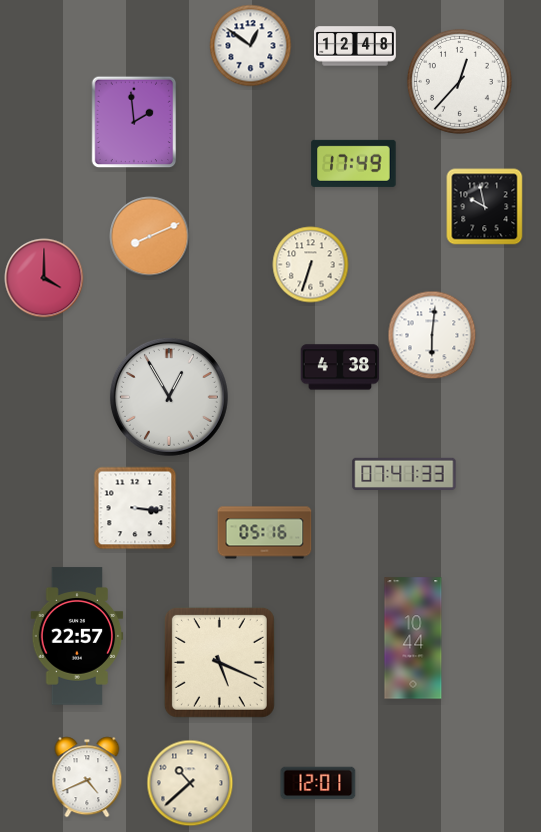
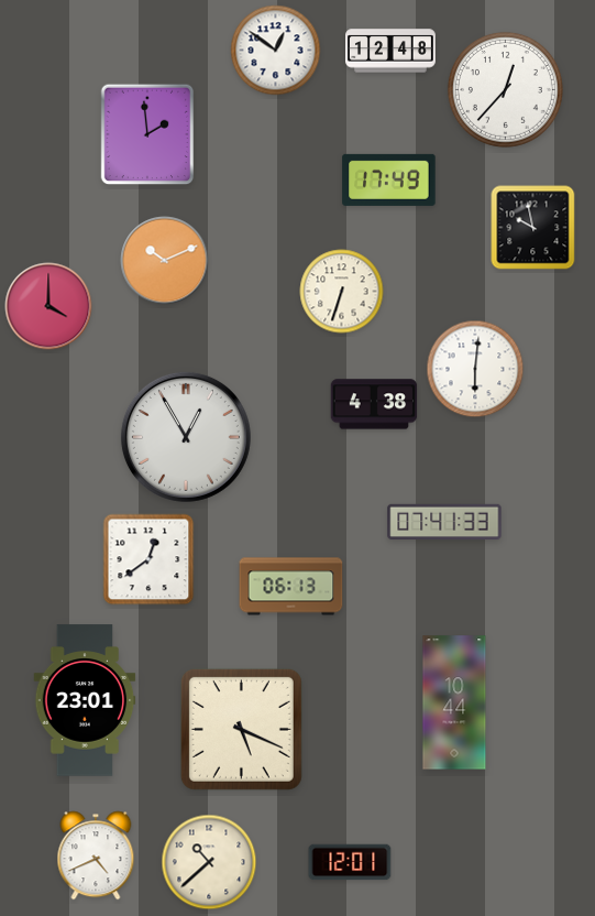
clock at (150, 237): 8:11 -> 10:11
clock at (135, 508): 3:16 -> 12:39
clock at (265, 533): 05:16 -> 06:13
clock at (77, 636): 22:57 -> 23:01
